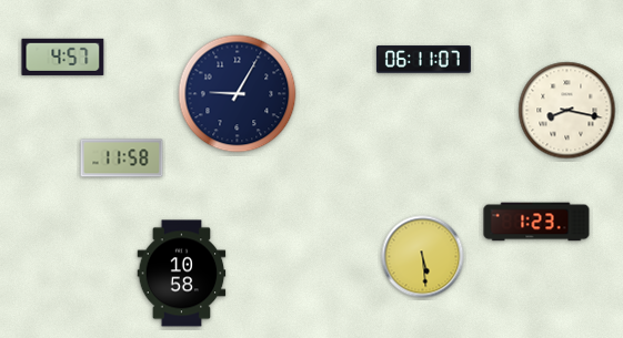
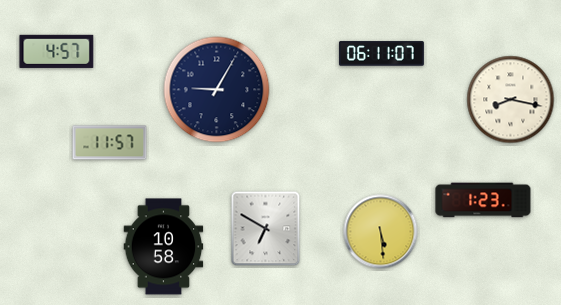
clock at (238, 94) position: (238, 94) -> (217, 90)
clock at (122, 158): 11:58 -> 11:57
clock at (266, 229): none -> 6:50
